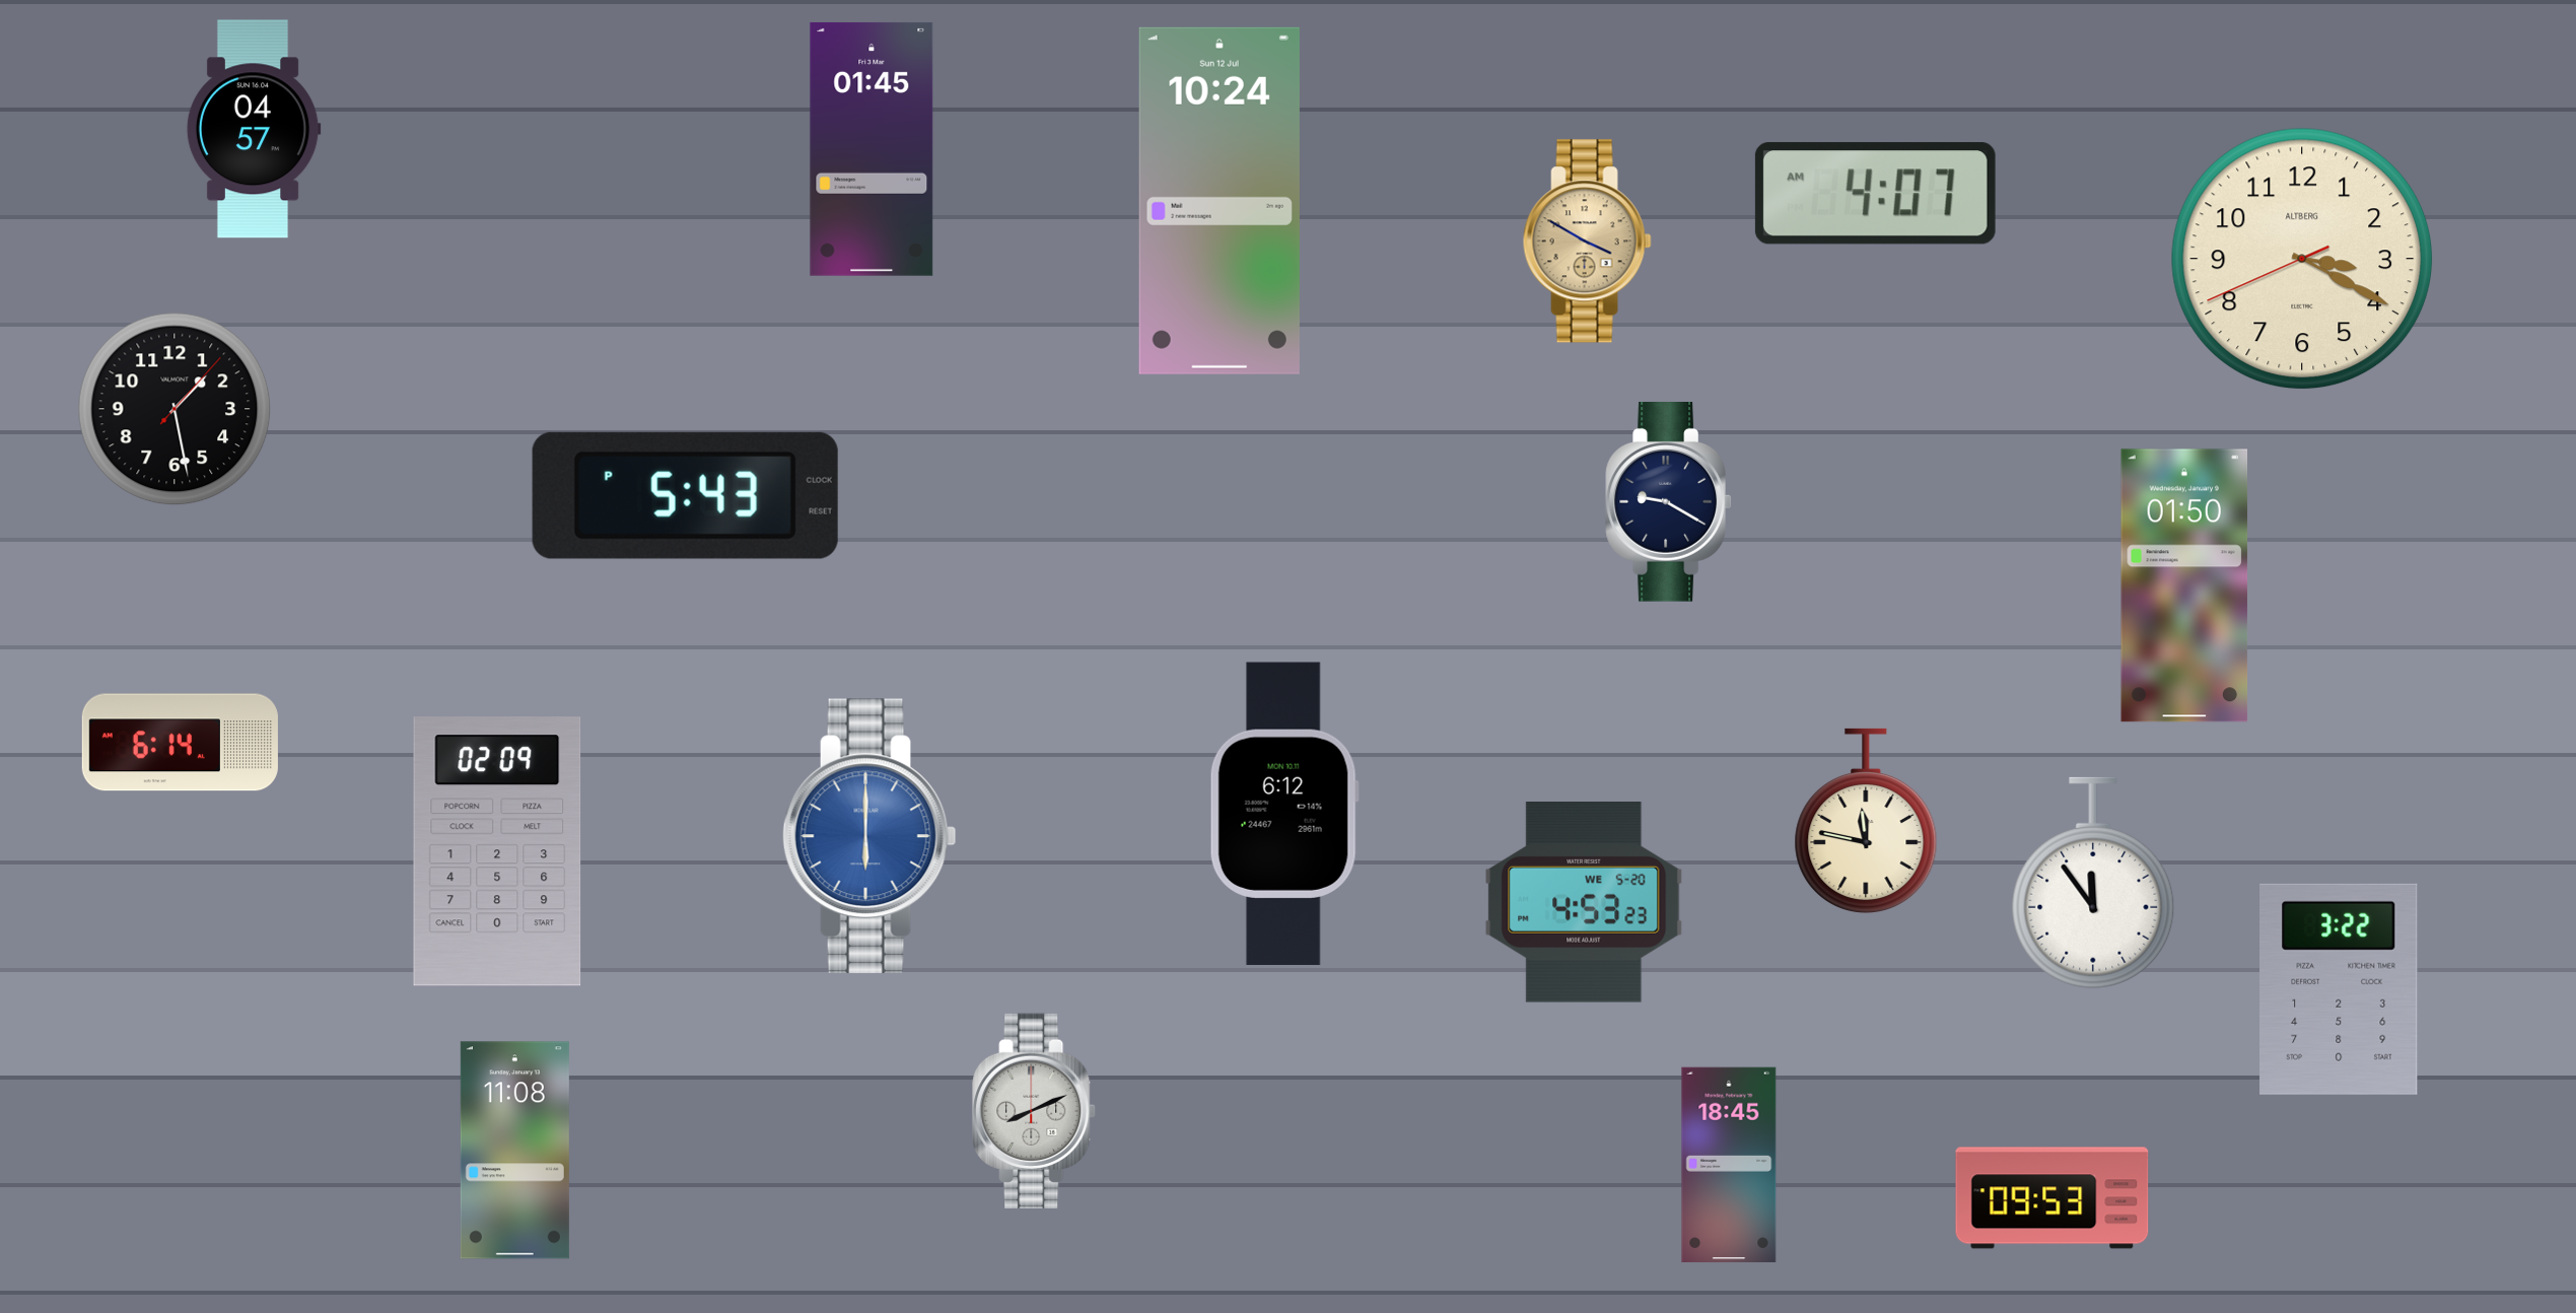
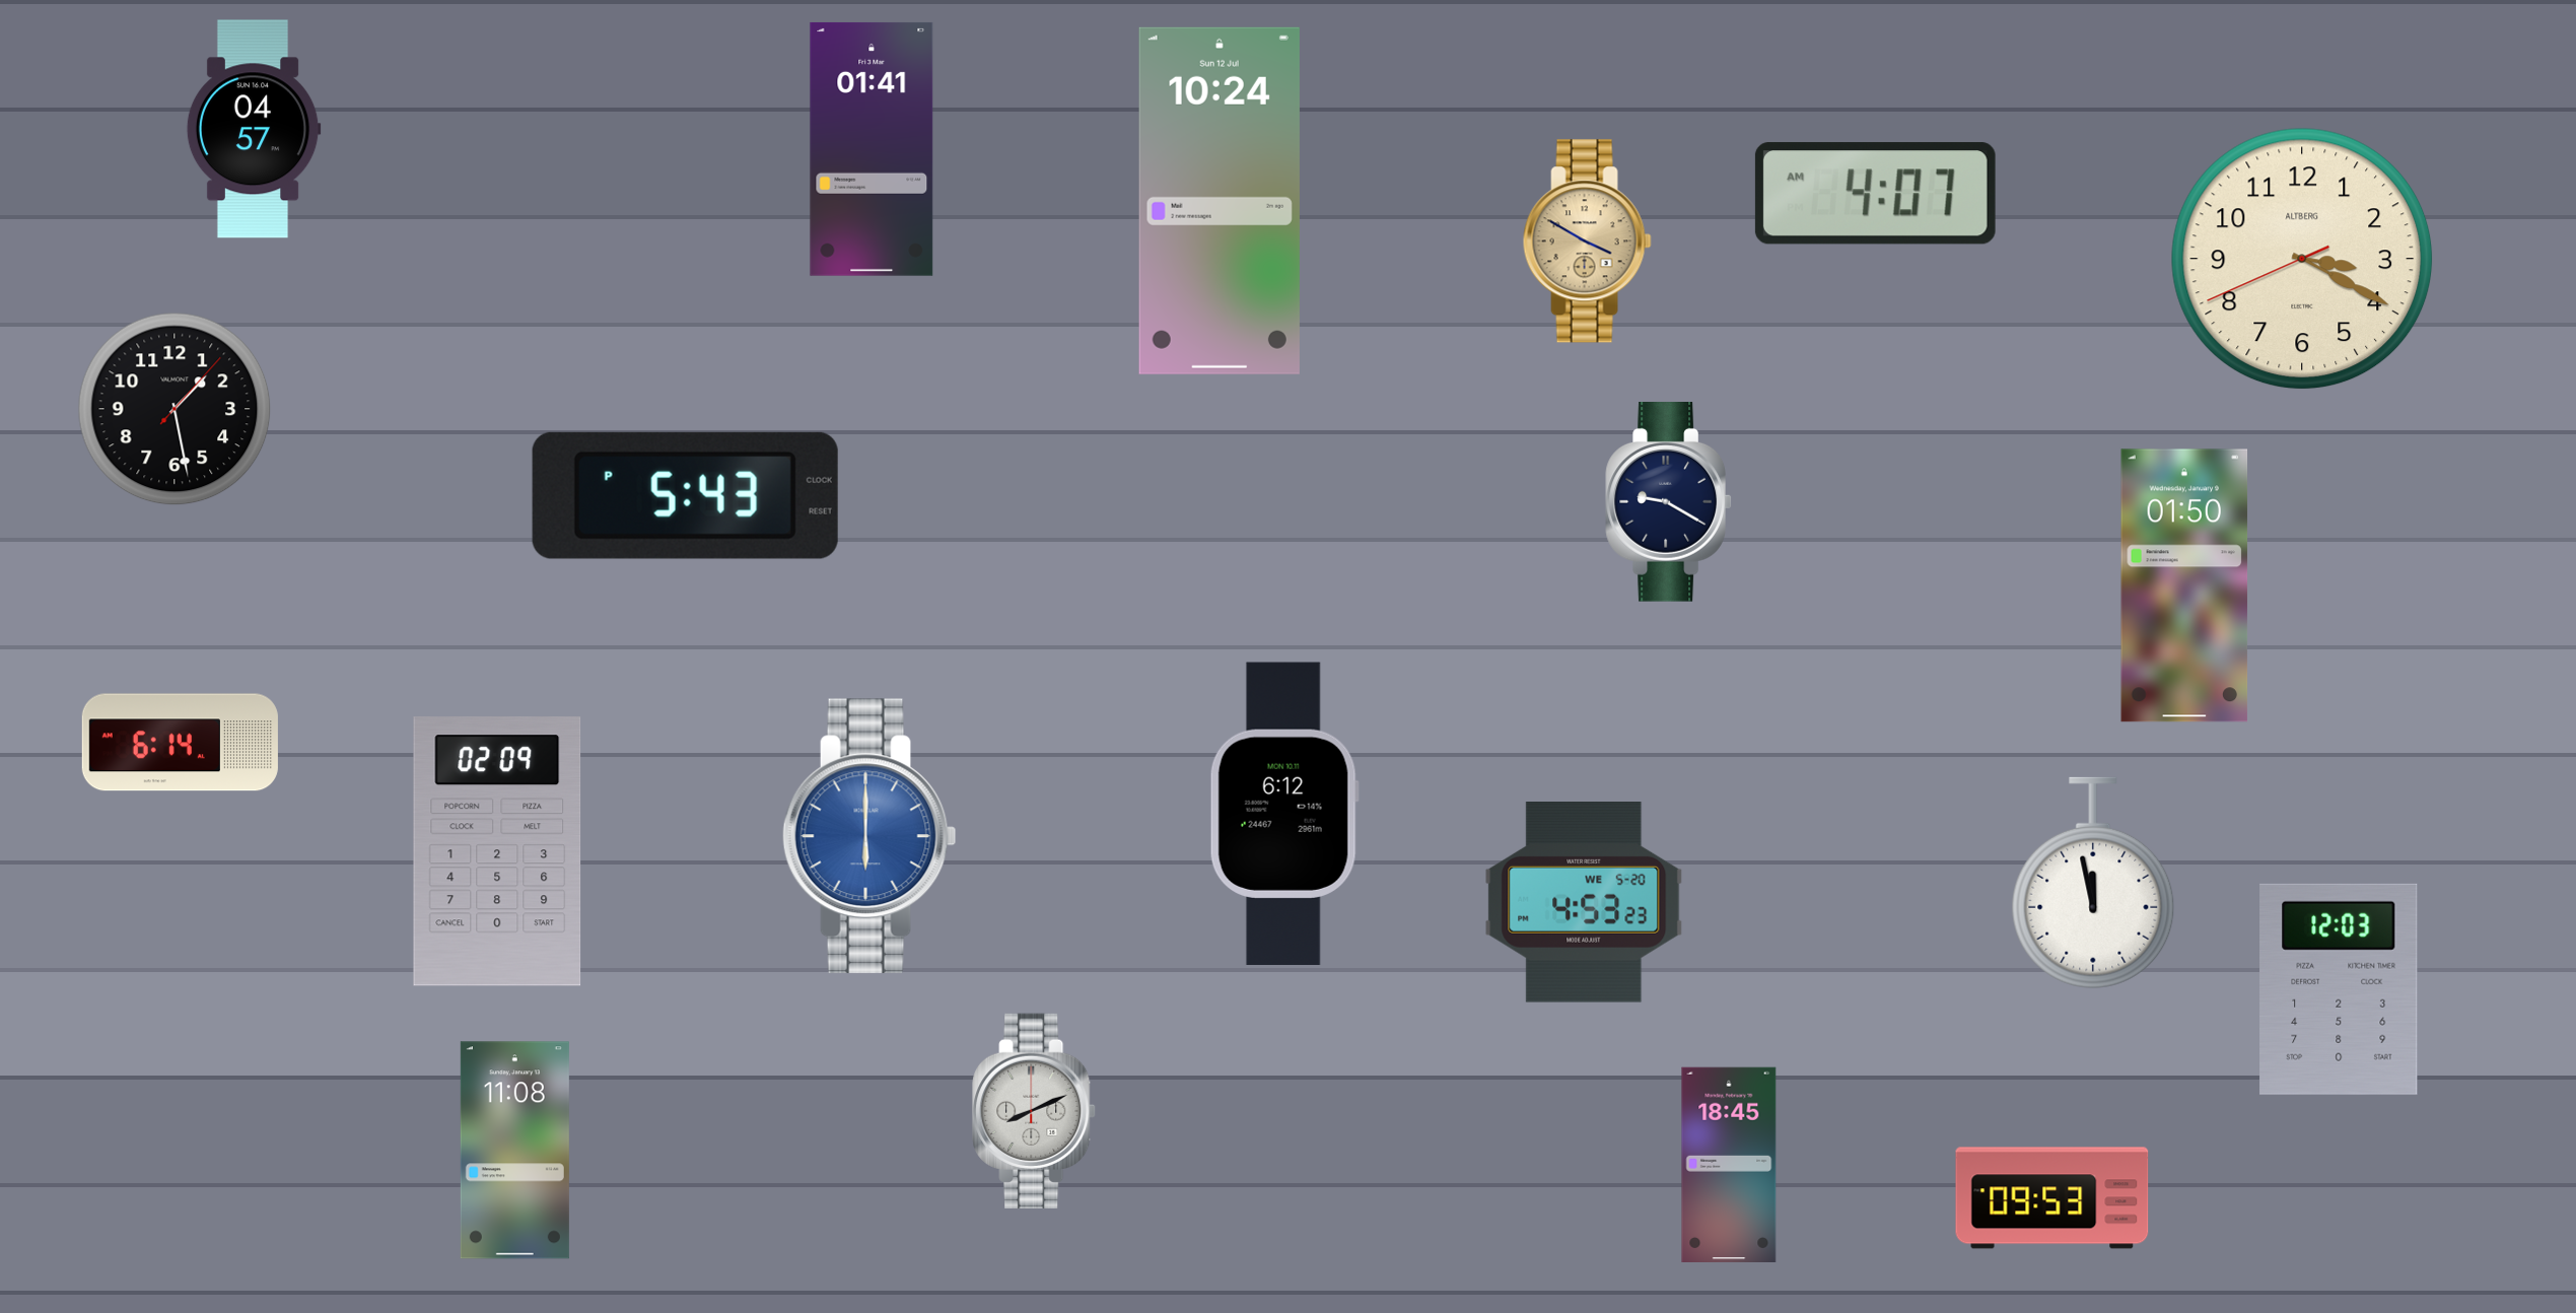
clock at (872, 149): 01:45 -> 01:41
clock at (1866, 821): 11:47 -> none
clock at (2093, 883): 11:54 -> 11:58
clock at (2339, 989): 3:22 -> 12:03
